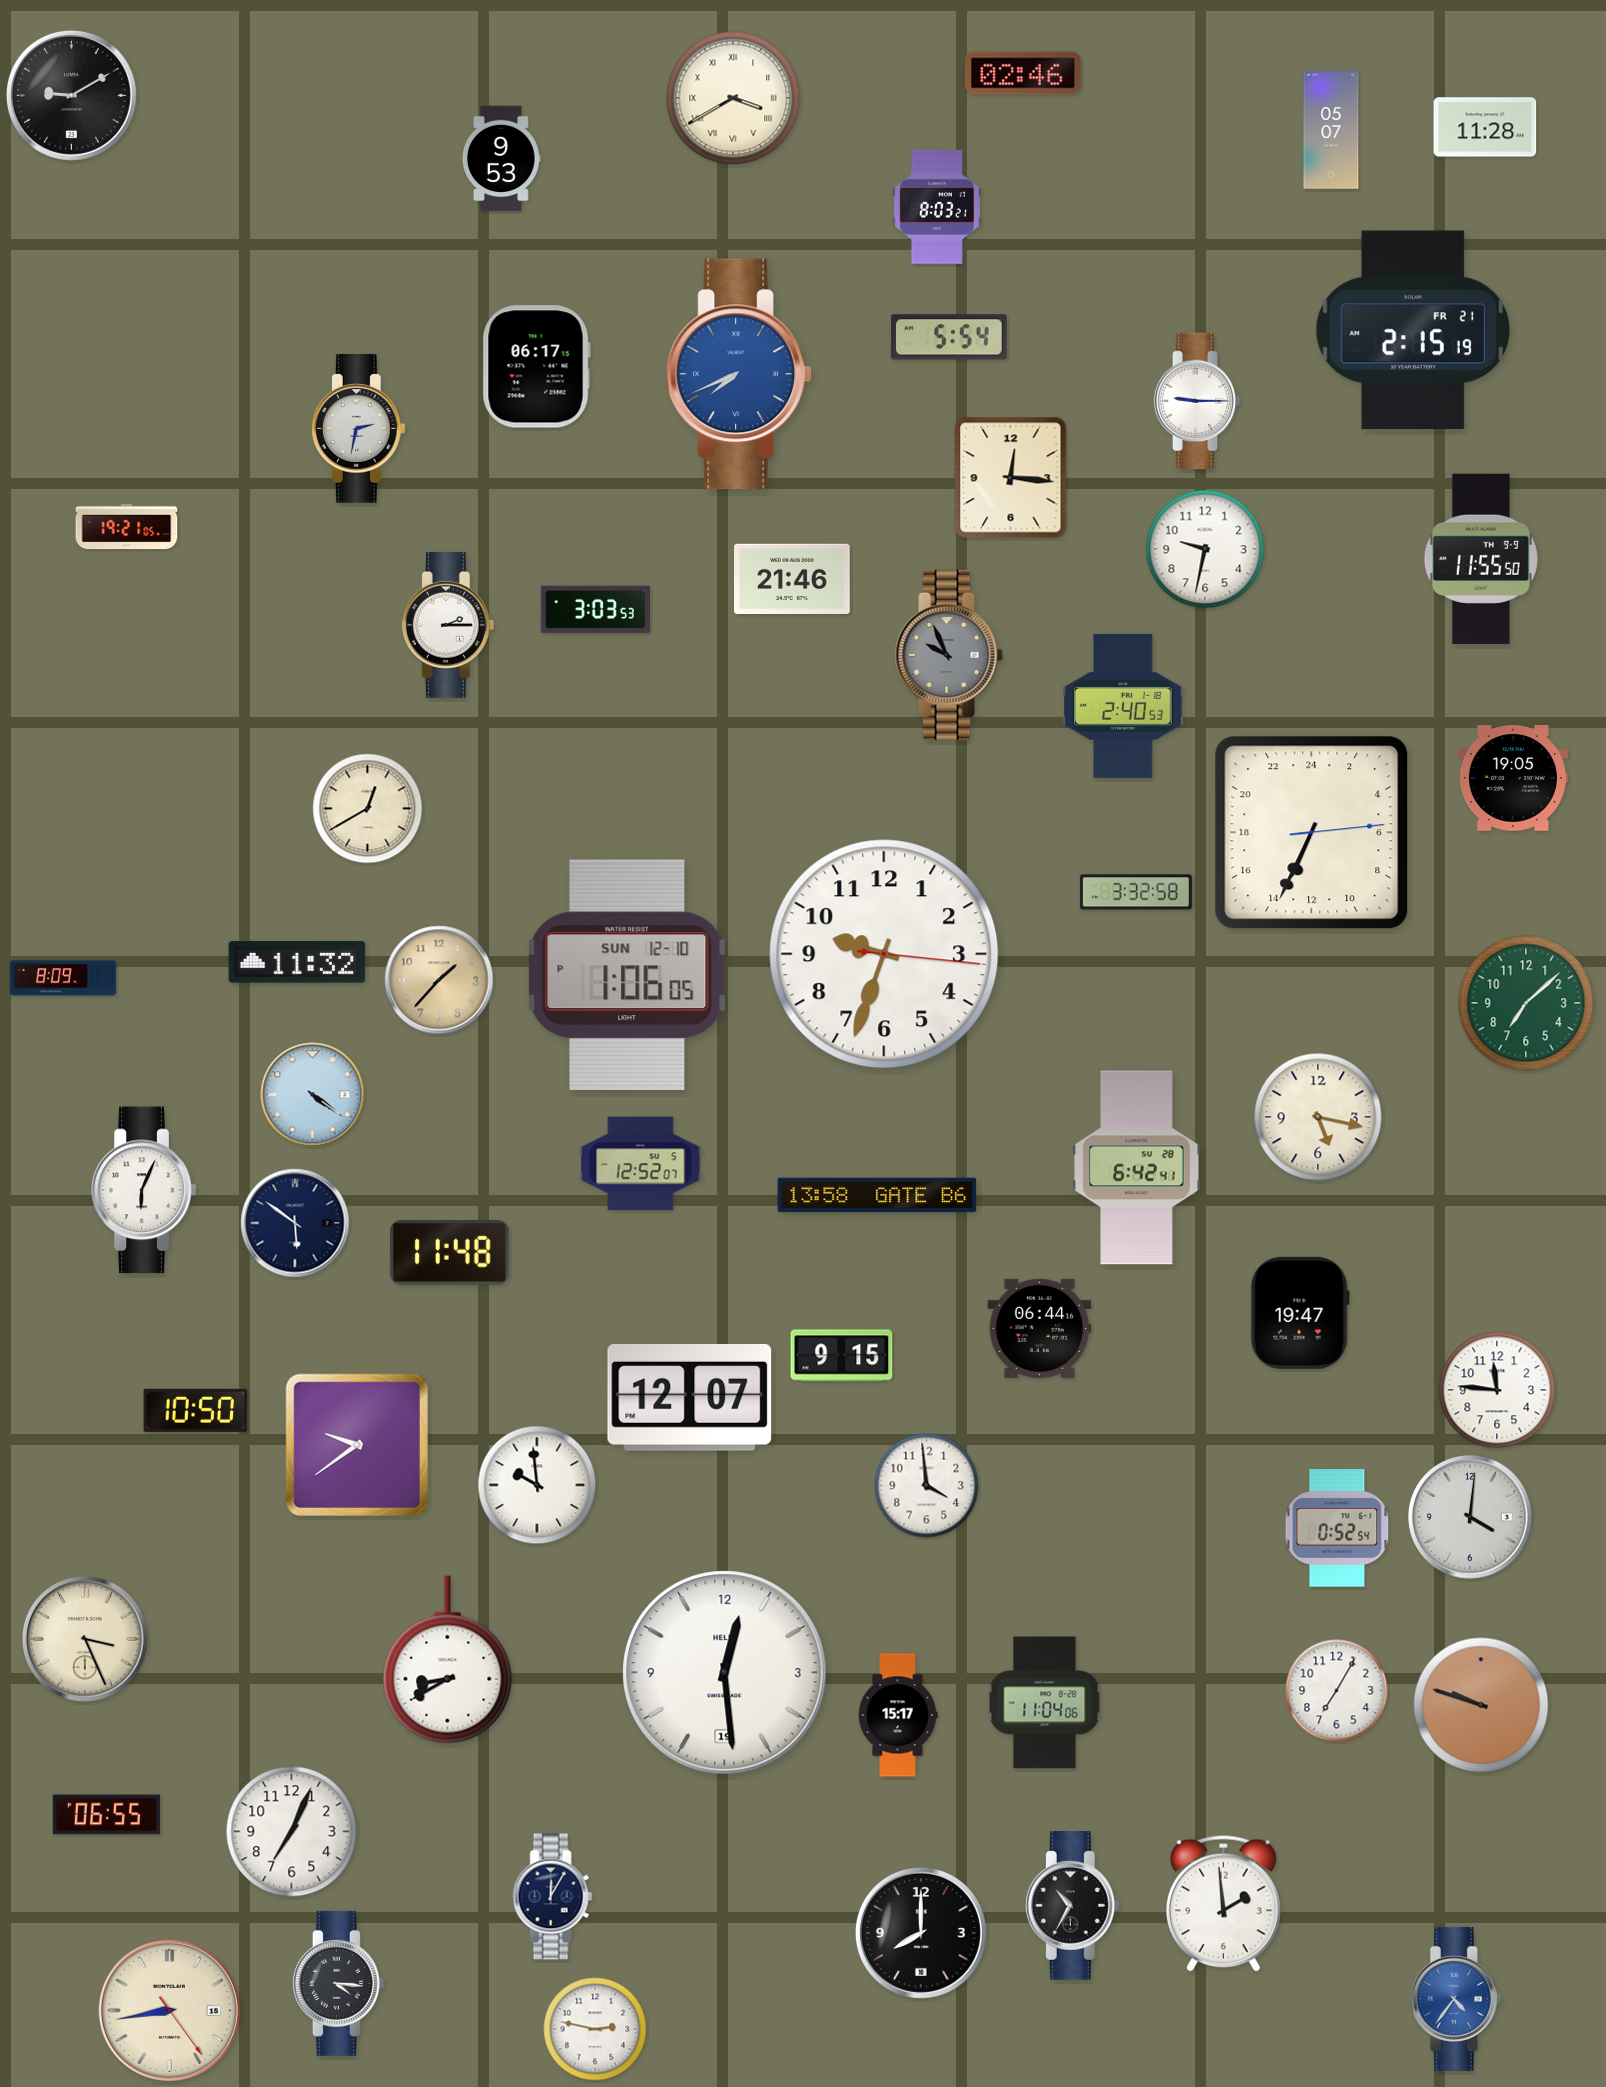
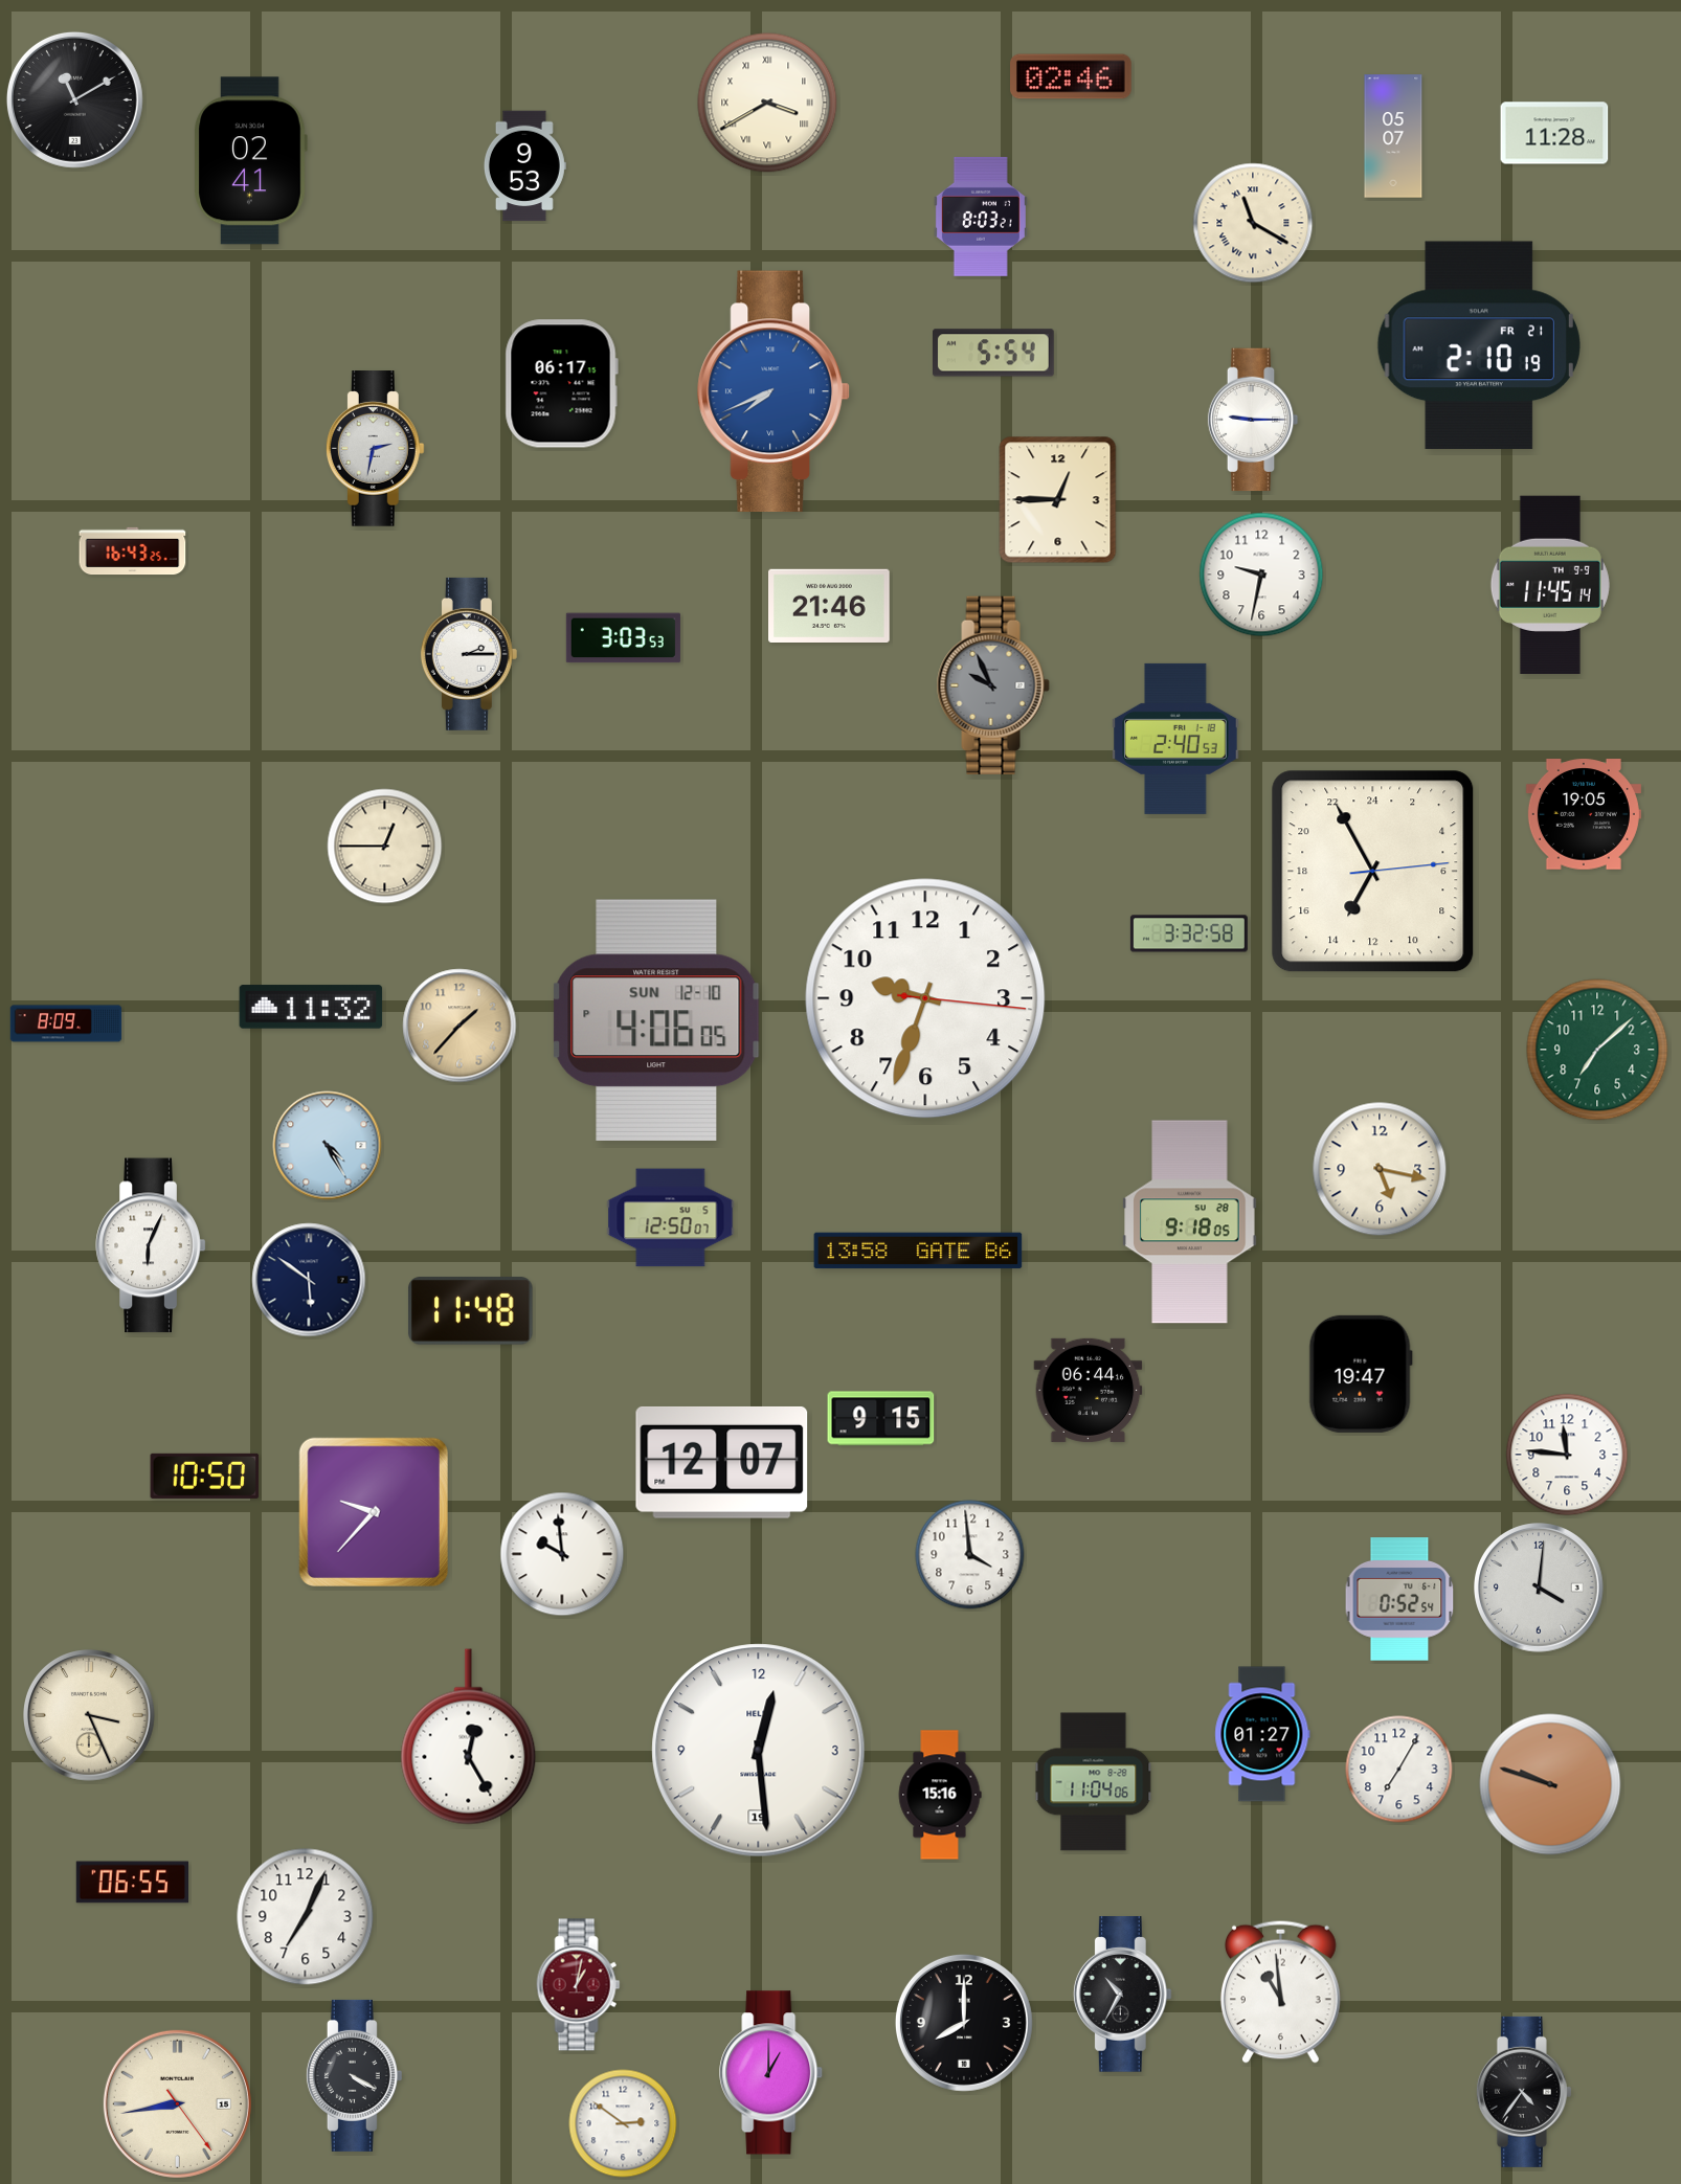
clock at (71, 95): 9:10 -> 11:10
clock at (250, 161): none -> 02:41
clock at (1253, 223): none -> 11:20
clock at (1413, 330): 2:15 -> 2:10
clock at (1011, 478): 12:16 -> 12:45
clock at (127, 527): 19:21 -> 16:43
clock at (1481, 558): 11:55 -> 11:45
clock at (368, 809): 12:40 -> 12:45
clock at (1312, 833): 13:34 -> 13:55
clock at (627, 975): 1:06 -> 4:06
clock at (313, 1095): 4:21 -> 4:25
clock at (641, 1164): 12:52 -> 12:50
clock at (1137, 1168): 6:42 -> 9:18
clock at (357, 1445): 9:39 -> 9:37
clock at (1262, 1734): none -> 01:27
clock at (448, 1660): 8:40 -> 12:25
clock at (898, 1715): 15:17 -> 15:16
clock at (107, 1815) position: (107, 1815) -> (133, 1883)
clock at (553, 1897): 12:05 -> 1:02
clock at (553, 1897) dial: navy -> burgundy
clock at (1223, 1903): 1:59 -> 10:59
clock at (771, 2073): none -> 1:00
clock at (338, 1983): 4:16 -> 4:20
clock at (1456, 1999) dial: blue -> black
clock at (595, 2029): 2:47 -> 2:51
